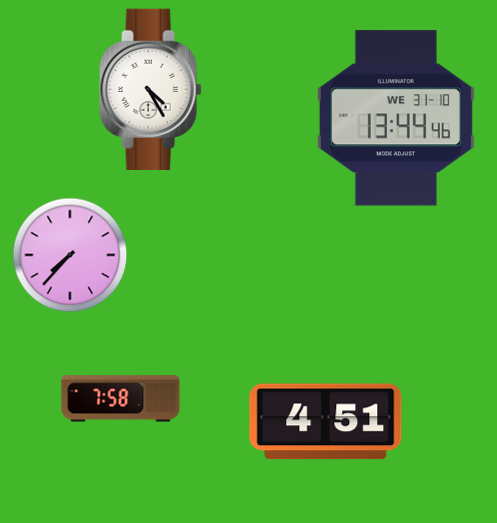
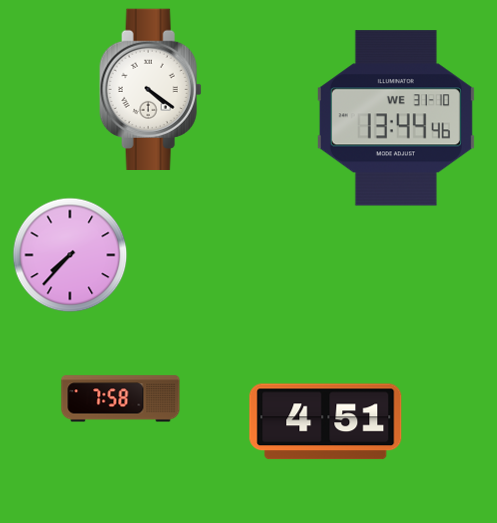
clock at (151, 89): 4:25 -> 4:21
